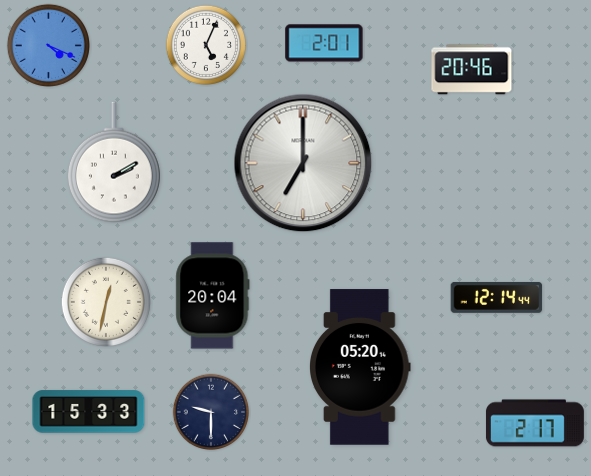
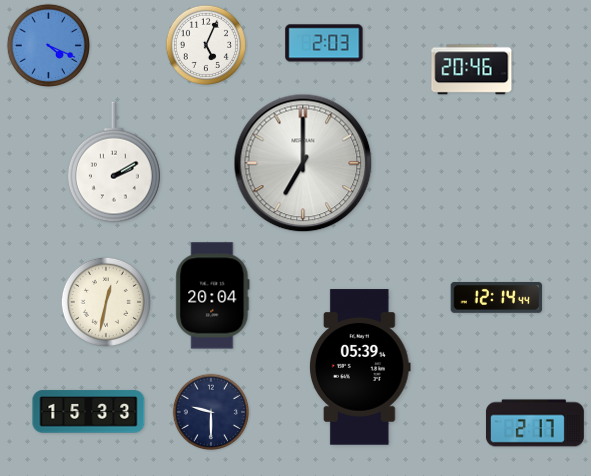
clock at (324, 43): 2:01 -> 2:03
clock at (361, 367): 05:20 -> 05:39
